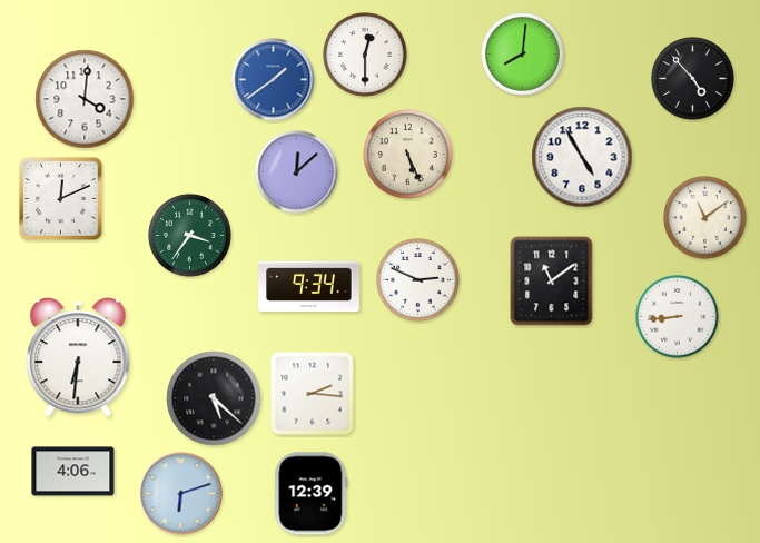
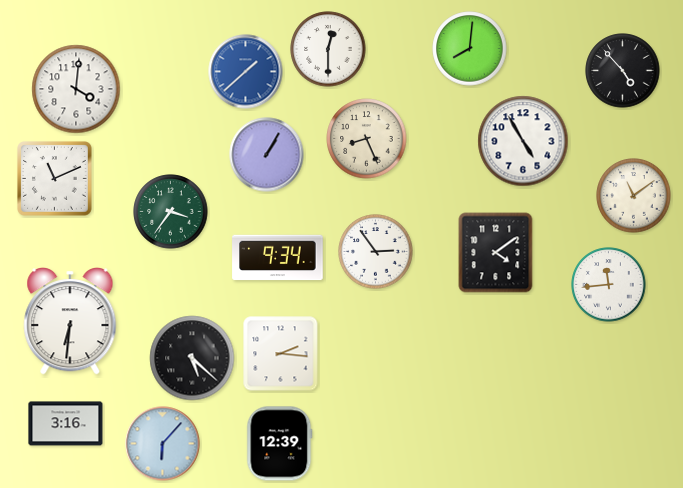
clock at (274, 80): 1:39 -> 1:38
clock at (408, 155): 5:26 -> 8:26
clock at (297, 172): 12:08 -> 1:05
clock at (61, 199): 12:11 -> 11:11
clock at (418, 280): 2:49 -> 2:54
clock at (552, 282): 11:09 -> 4:09
clock at (678, 317): 8:44 -> 11:44
clock at (73, 472): 4:06 -> 3:16
clock at (181, 494): 6:12 -> 6:07
